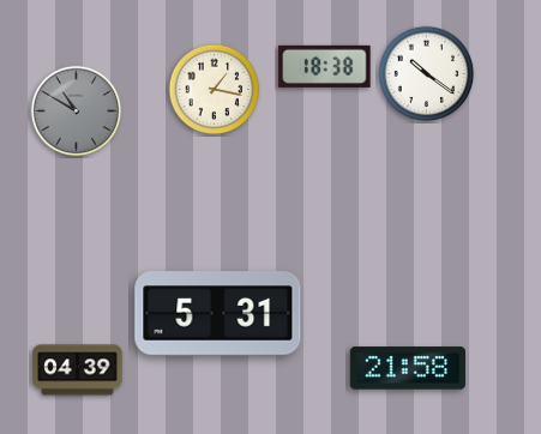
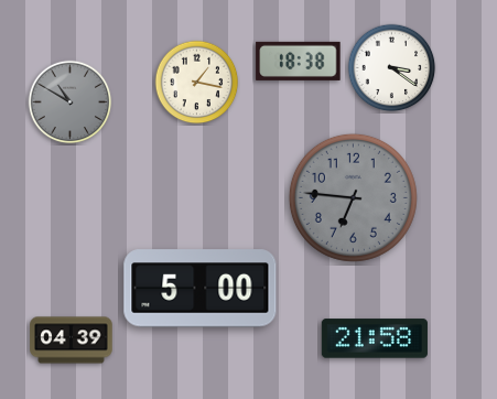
clock at (427, 74): 10:21 -> 3:21
clock at (353, 197): none -> 6:46
clock at (218, 314): 5:31 -> 5:00
